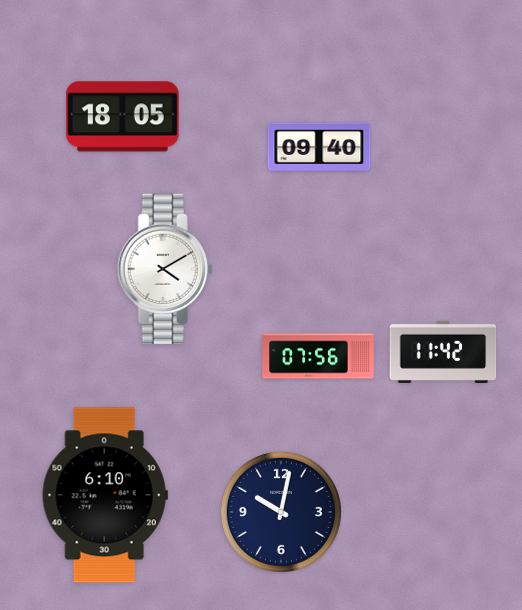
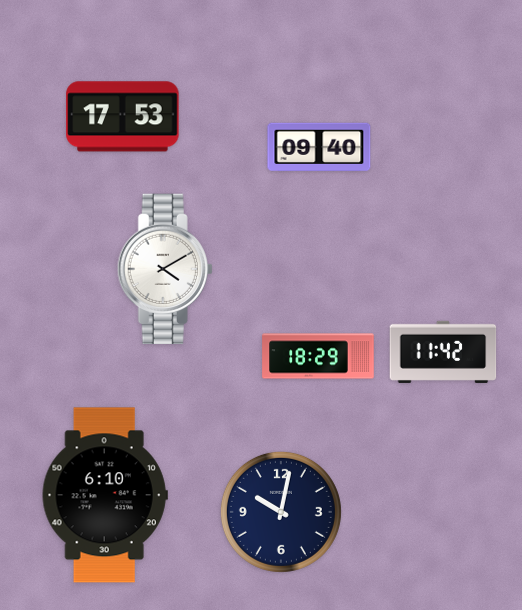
clock at (123, 117): 18:05 -> 17:53
clock at (318, 356): 07:56 -> 18:29
